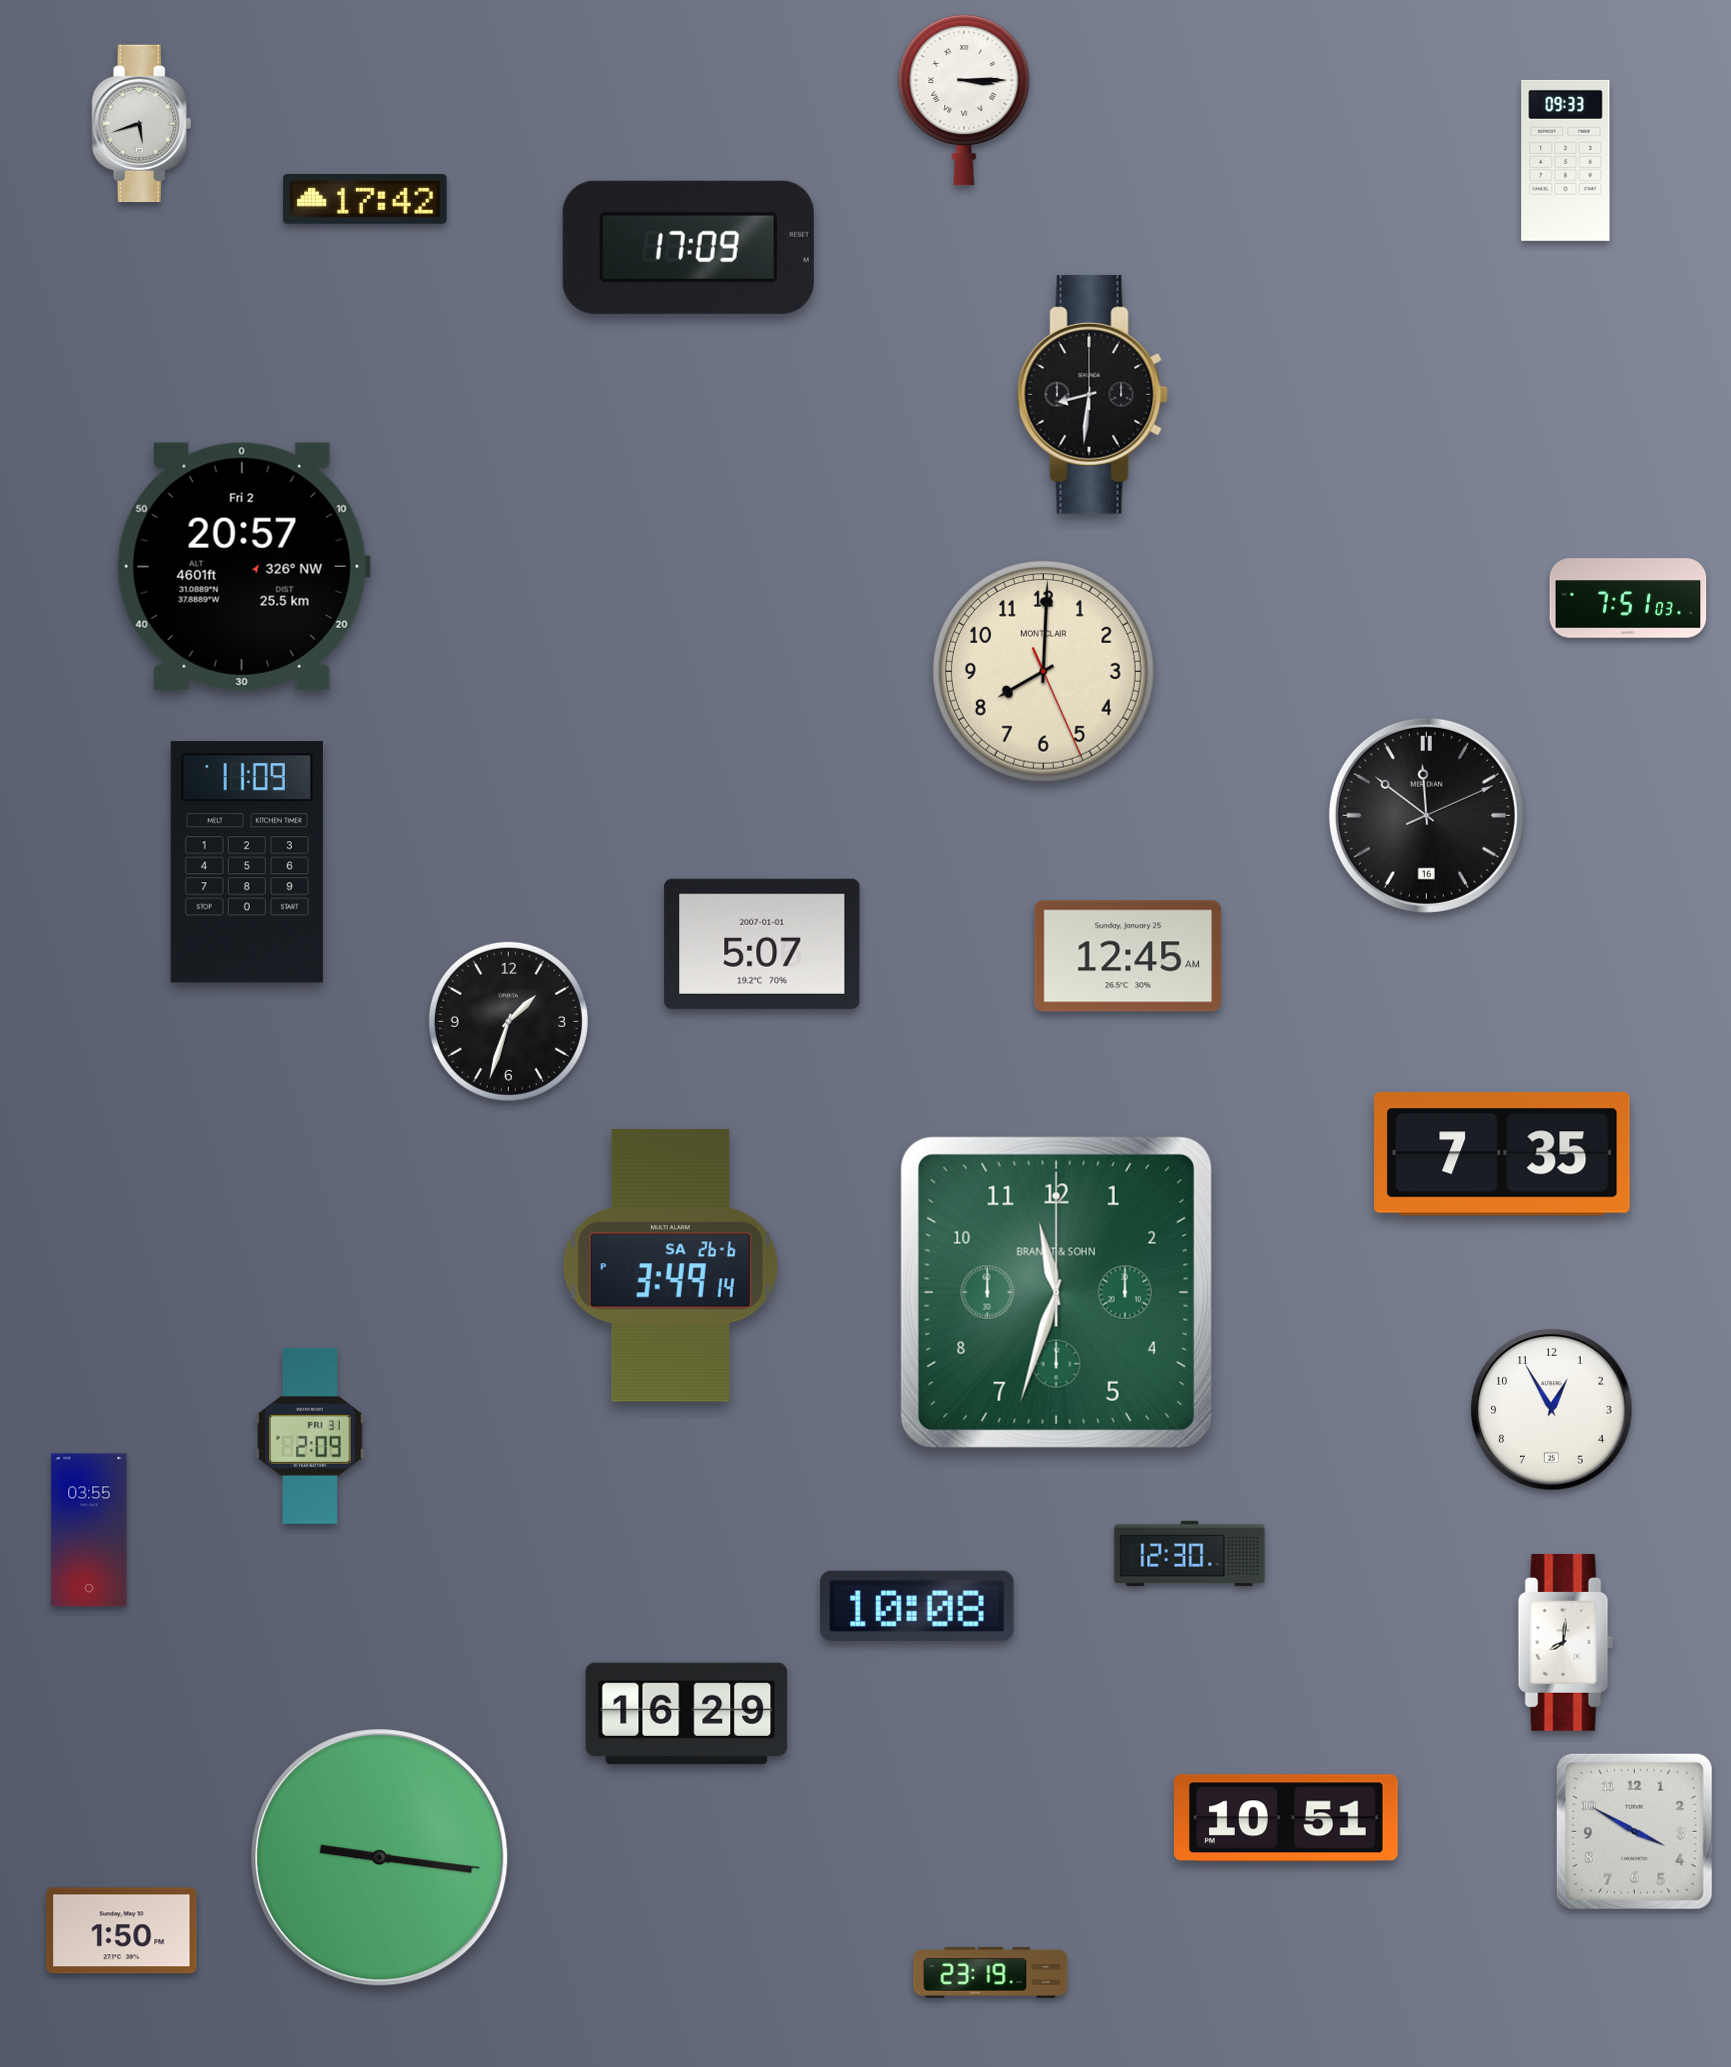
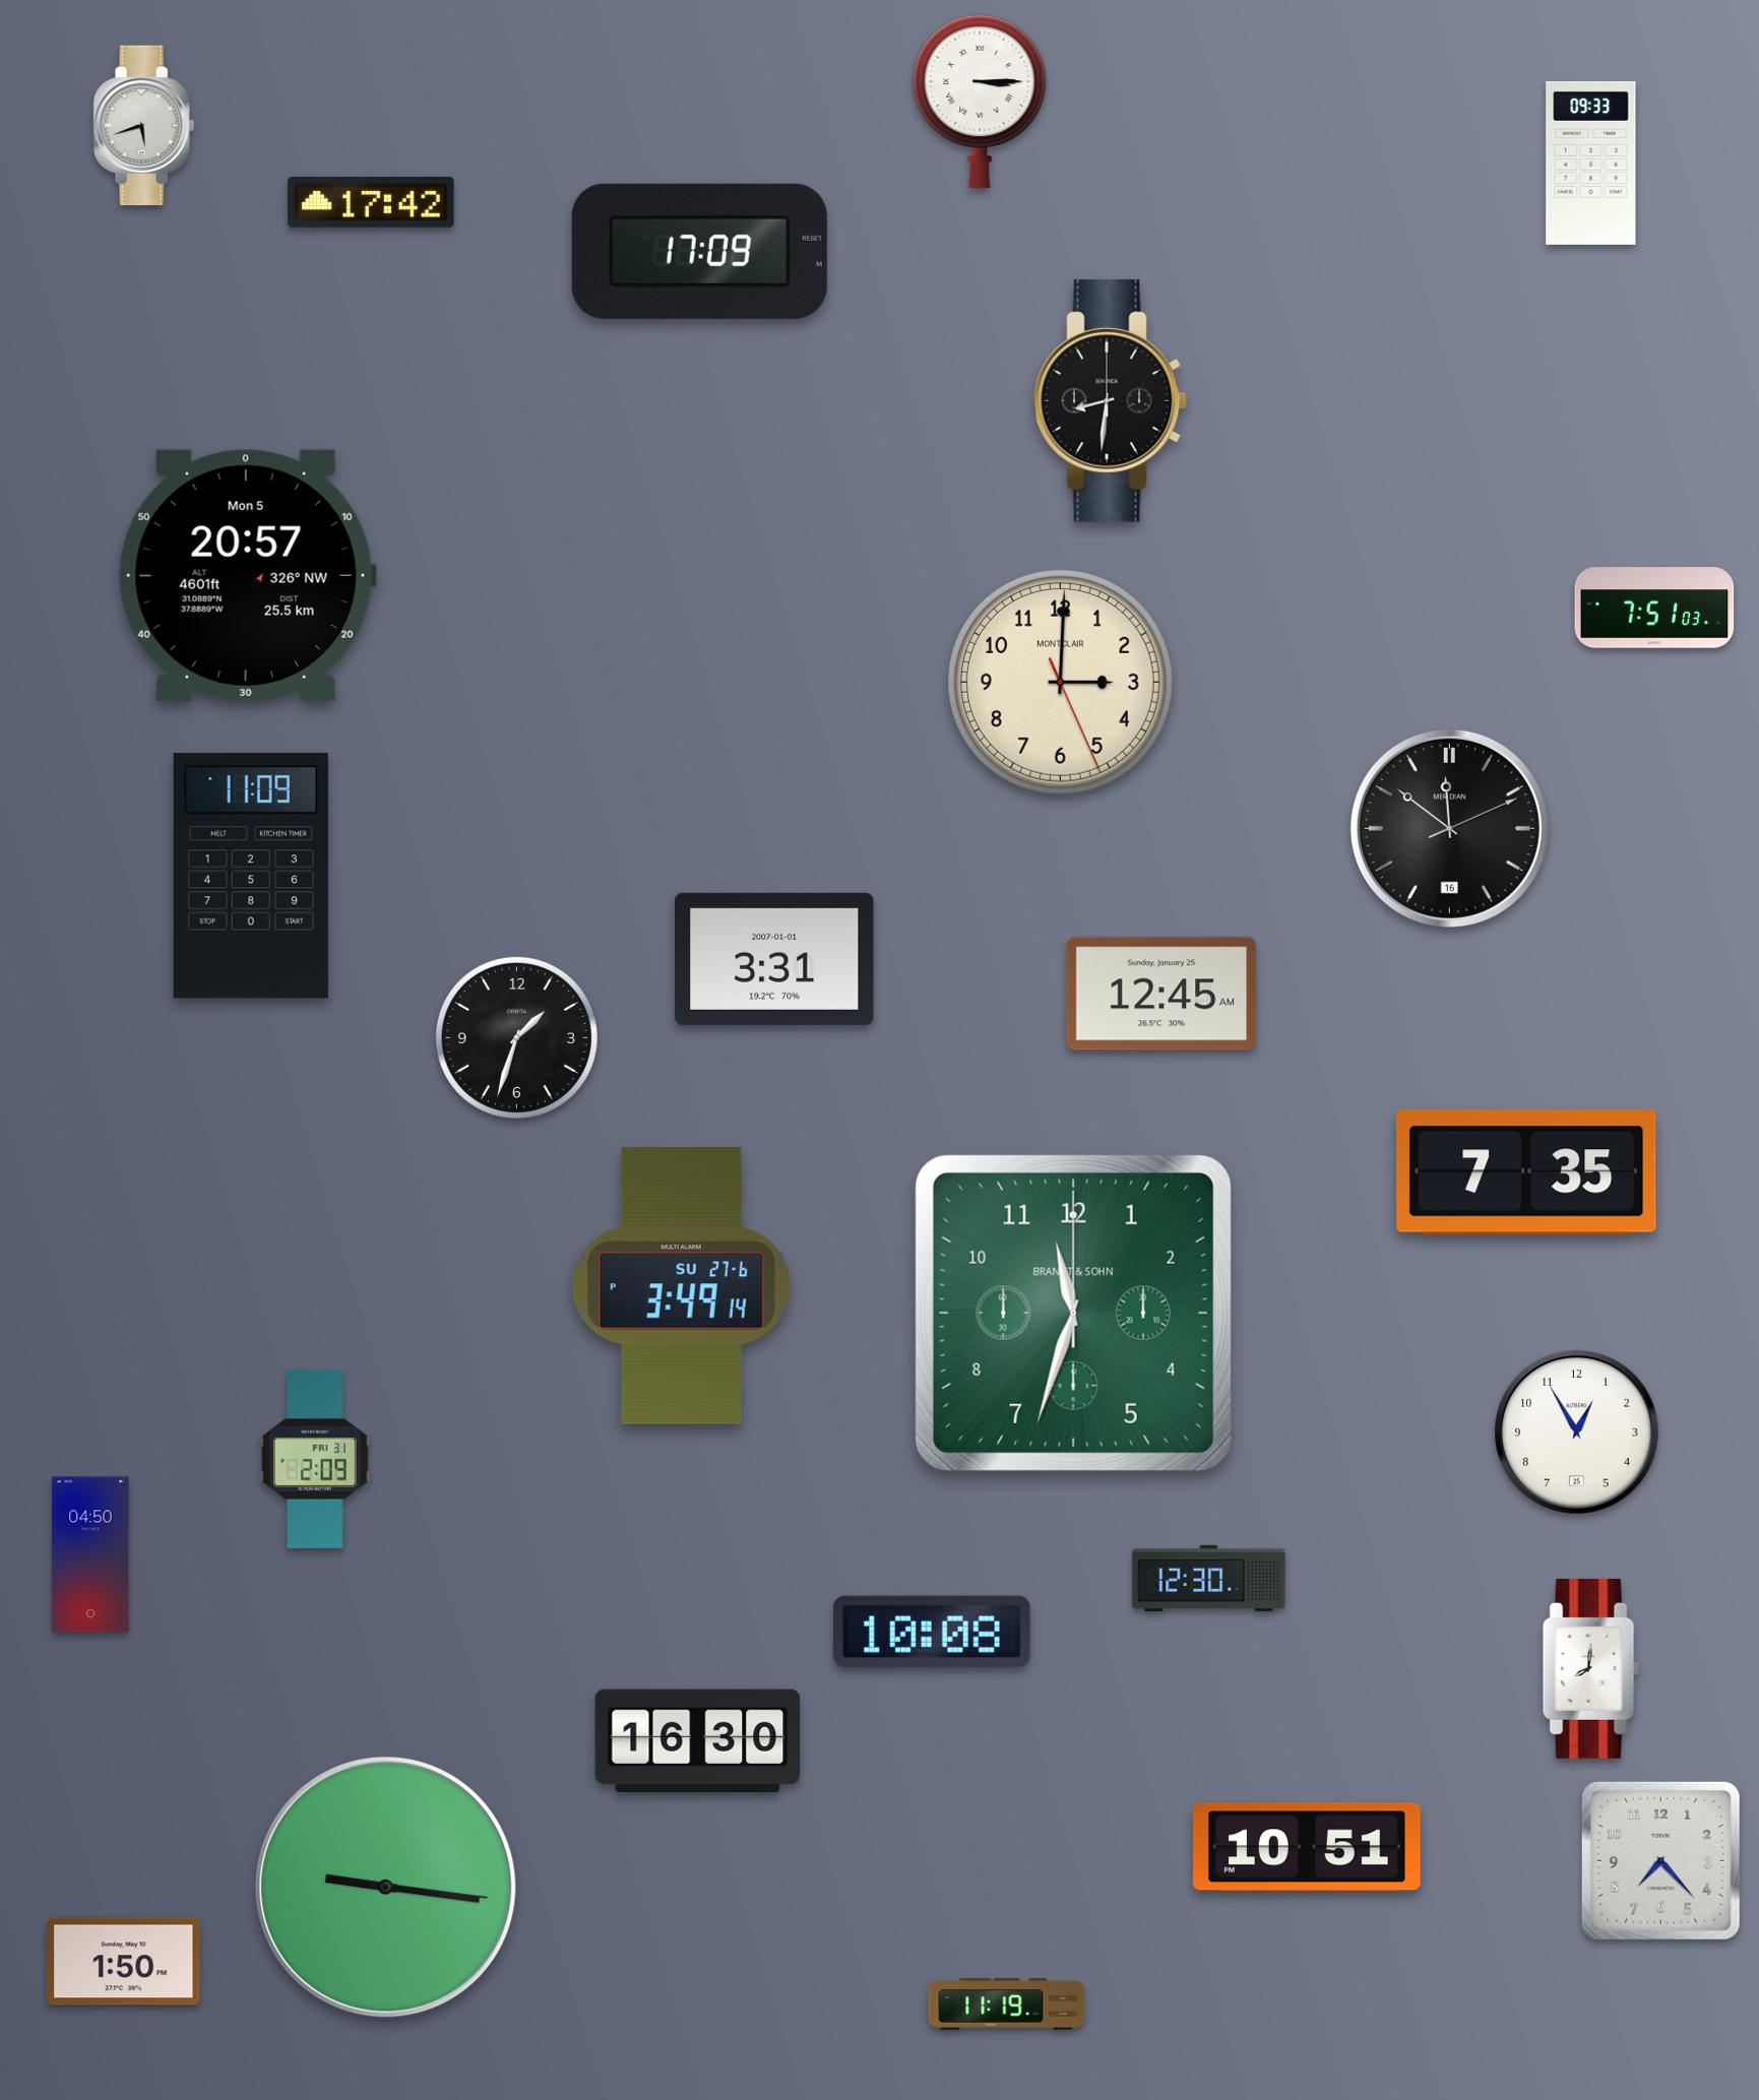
clock at (243, 566) date: Fri 2 -> Mon 5
clock at (1043, 671): 8:00 -> 3:00
clock at (762, 944): 5:07 -> 3:31
clock at (1128, 956) position: (1128, 956) -> (1161, 994)
clock at (670, 1266) date: SA 26-6 -> SU 27-6
clock at (89, 1530): 03:55 -> 04:50
clock at (687, 1714): 16:29 -> 16:30
clock at (1634, 1831): 3:50 -> 7:23
clock at (991, 1973): 23:19 -> 11:19
